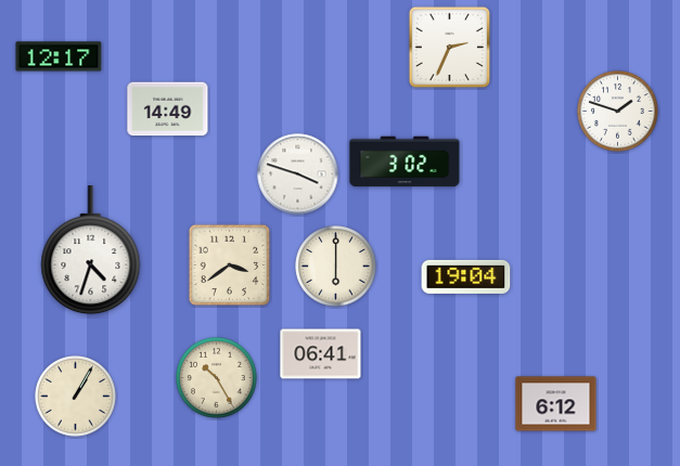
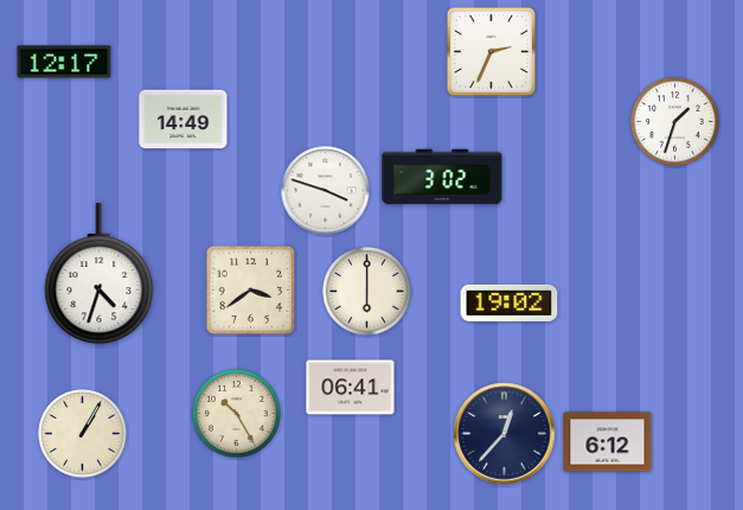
clock at (618, 112): 1:48 -> 1:33
clock at (466, 276): 19:04 -> 19:02
clock at (505, 434): none -> 12:37
